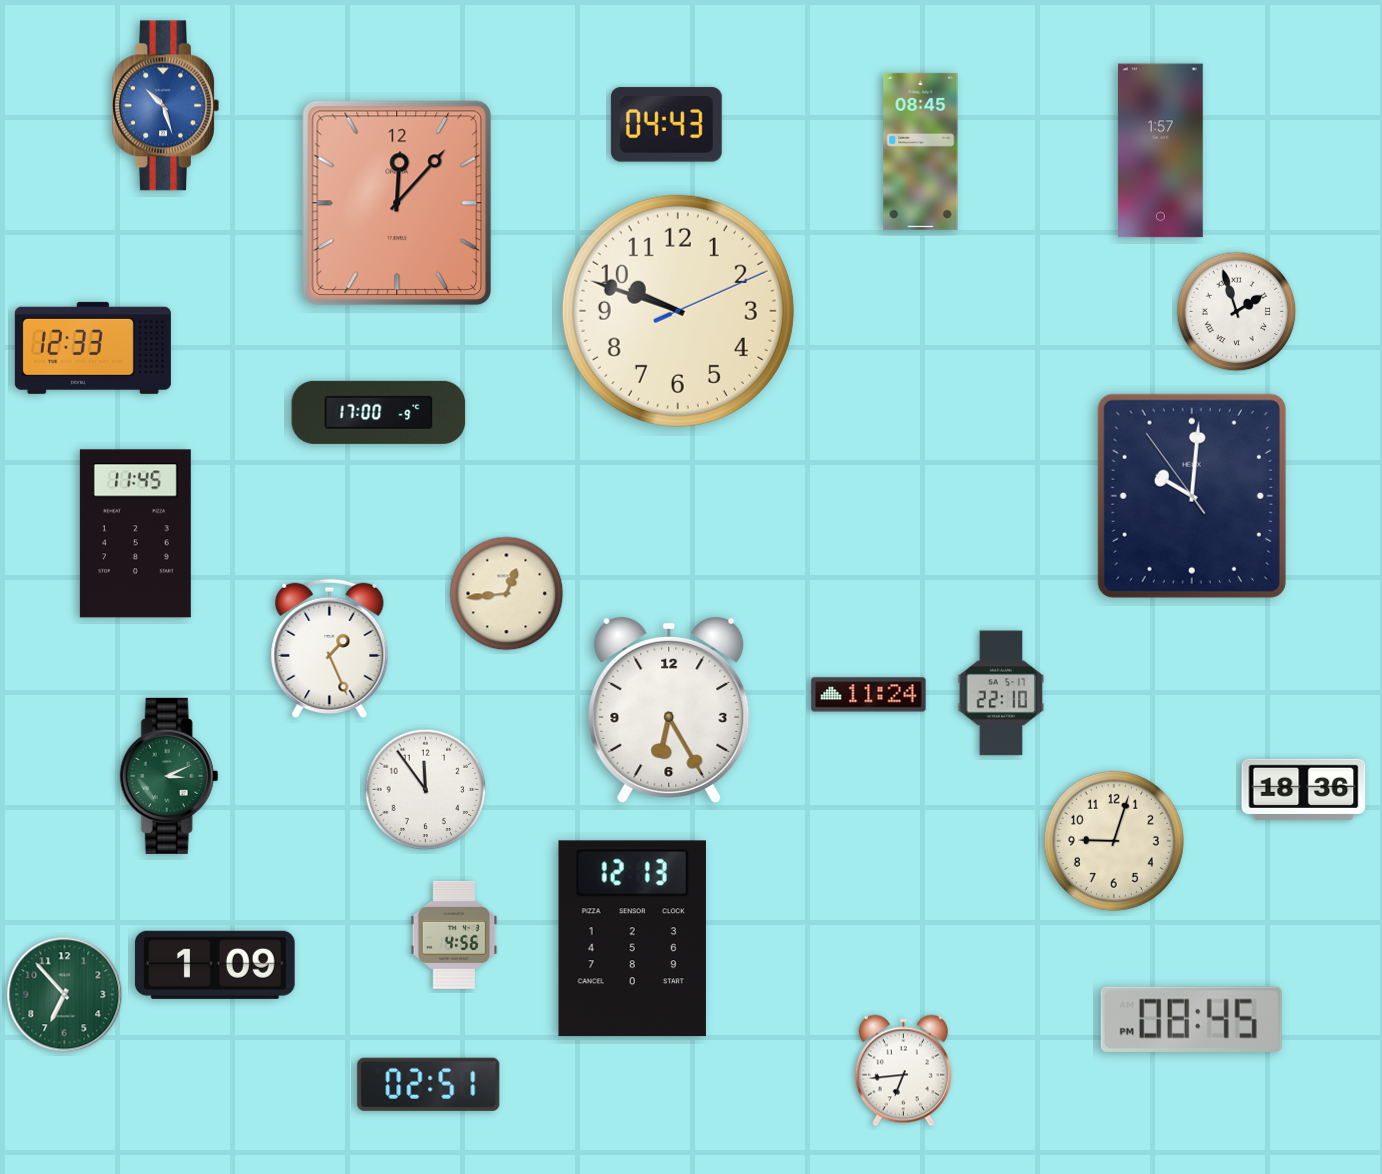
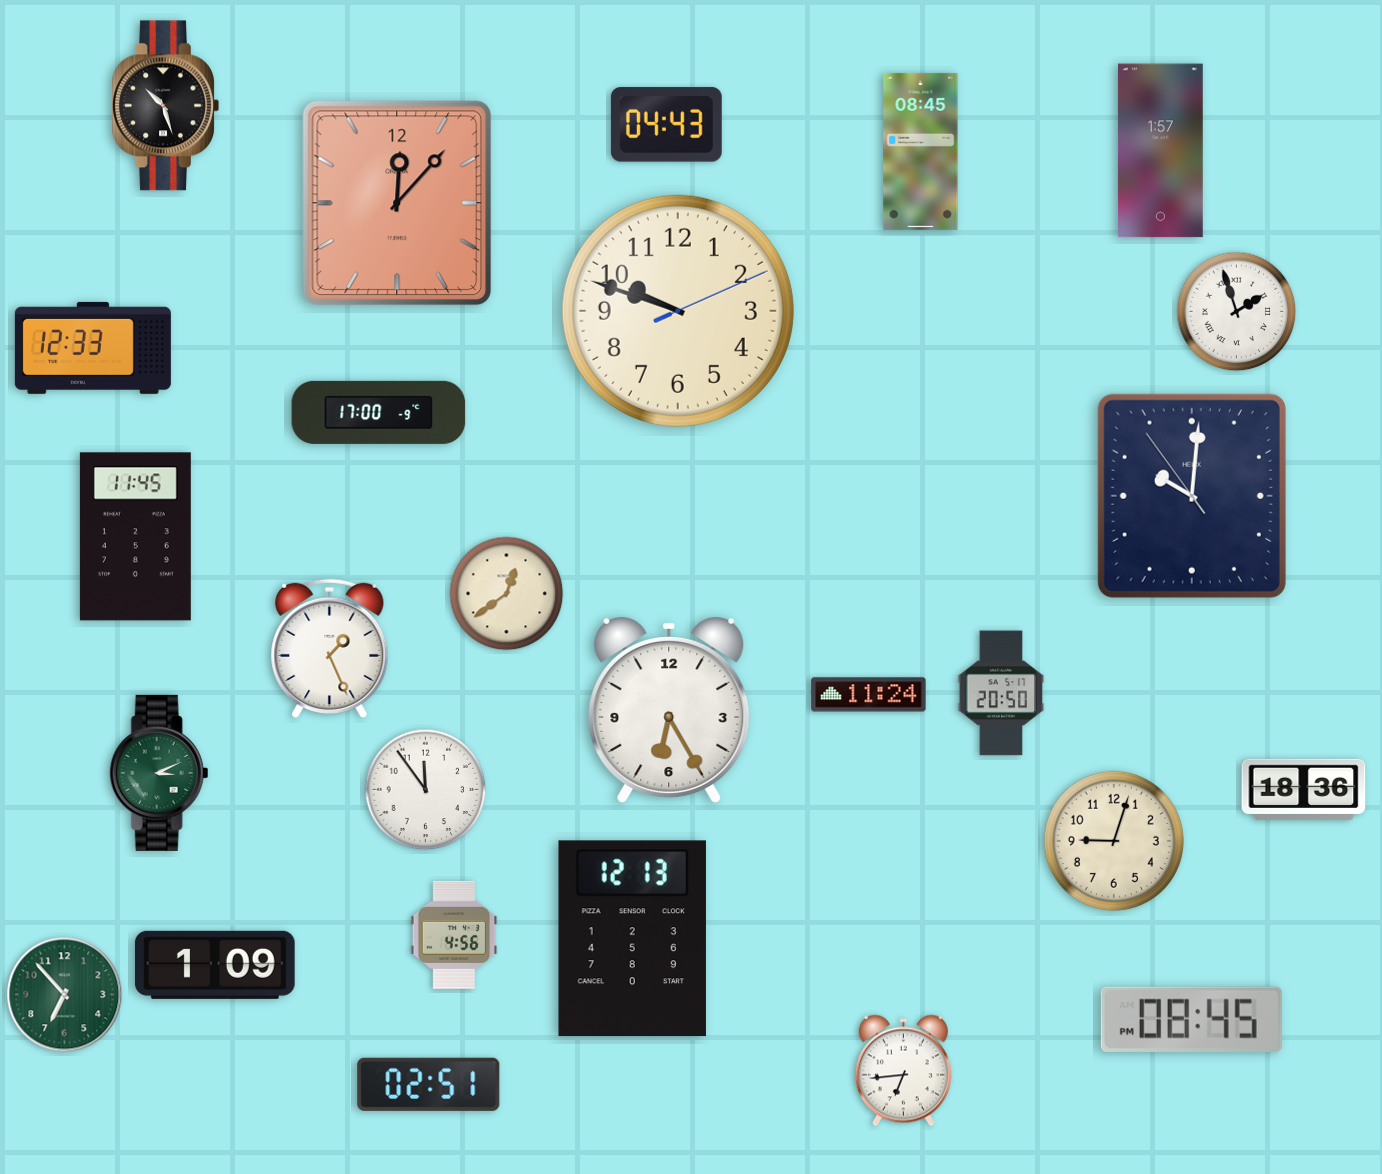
clock at (165, 106) dial: blue -> black
clock at (135, 534) position: (135, 534) -> (135, 537)
clock at (507, 594): 12:44 -> 12:39
clock at (1001, 693): 22:10 -> 20:50
clock at (169, 776) position: (169, 776) -> (159, 773)
